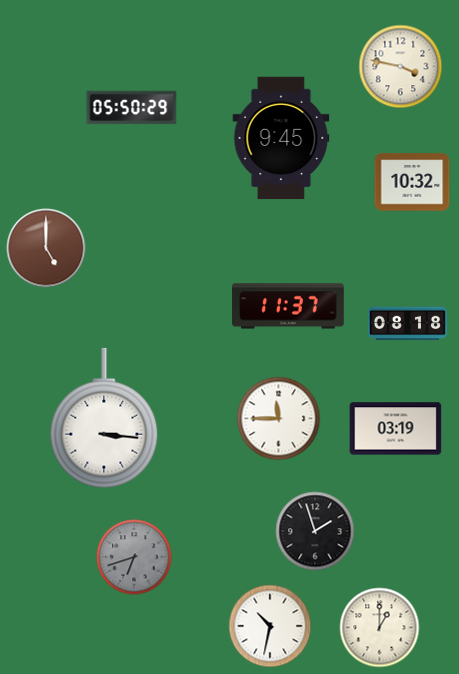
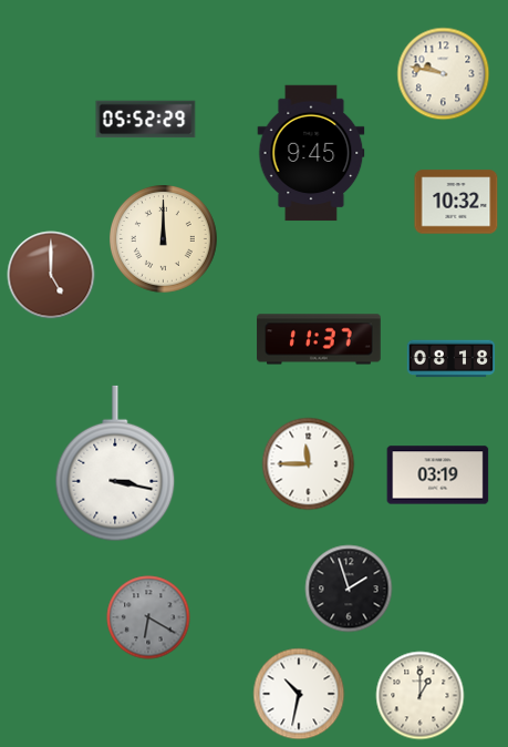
clock at (401, 67): 3:47 -> 9:47
clock at (132, 108): 05:50 -> 05:52
clock at (164, 239): none -> 12:00
clock at (104, 418): 3:16 -> 3:17
clock at (134, 557): 6:42 -> 6:20
